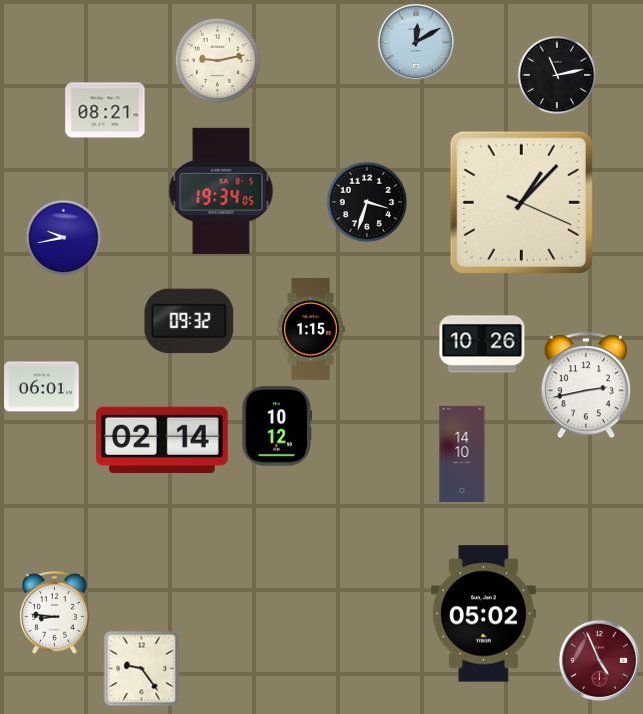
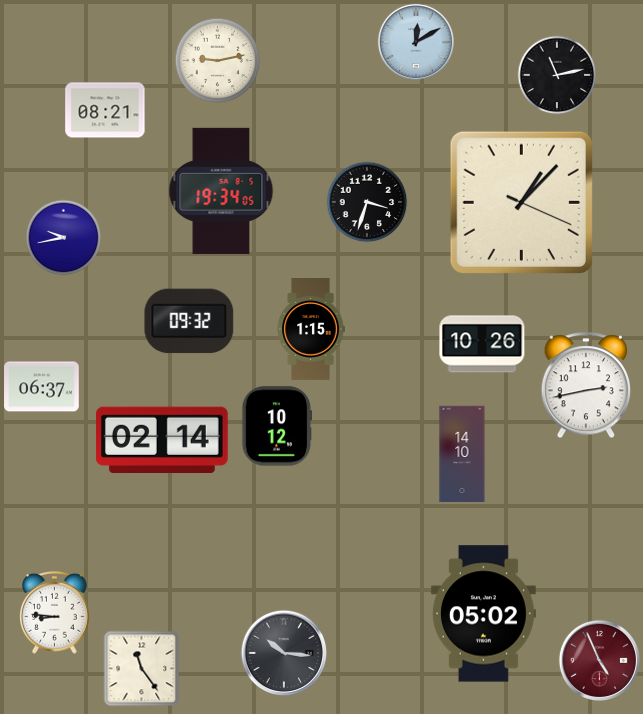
clock at (42, 387): 06:01 -> 06:37
clock at (284, 653): none -> 10:16
clock at (142, 669): 9:24 -> 11:24
